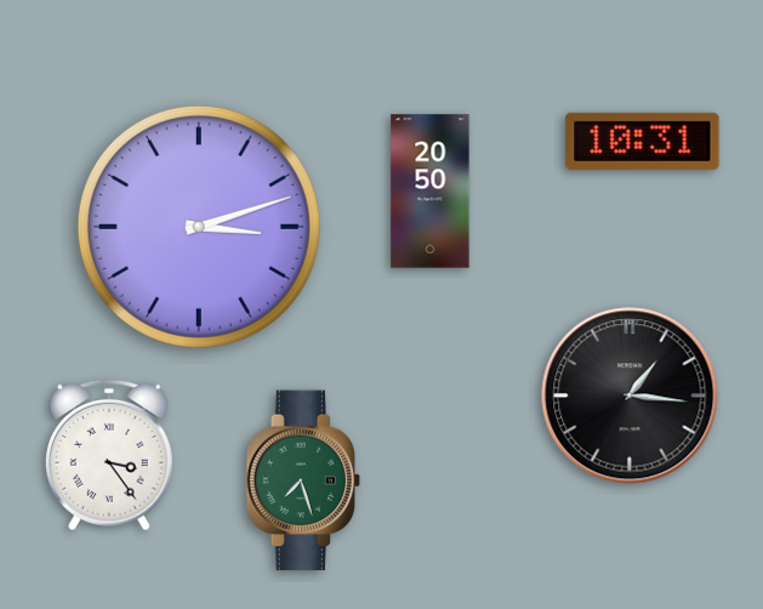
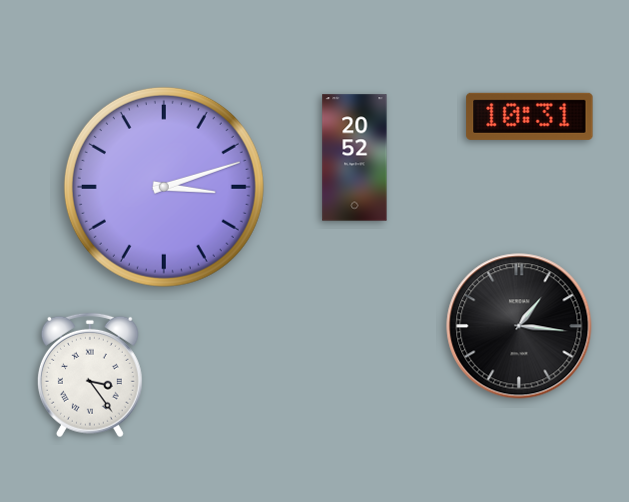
clock at (431, 192): 20:50 -> 20:52
clock at (303, 480): 7:27 -> none
